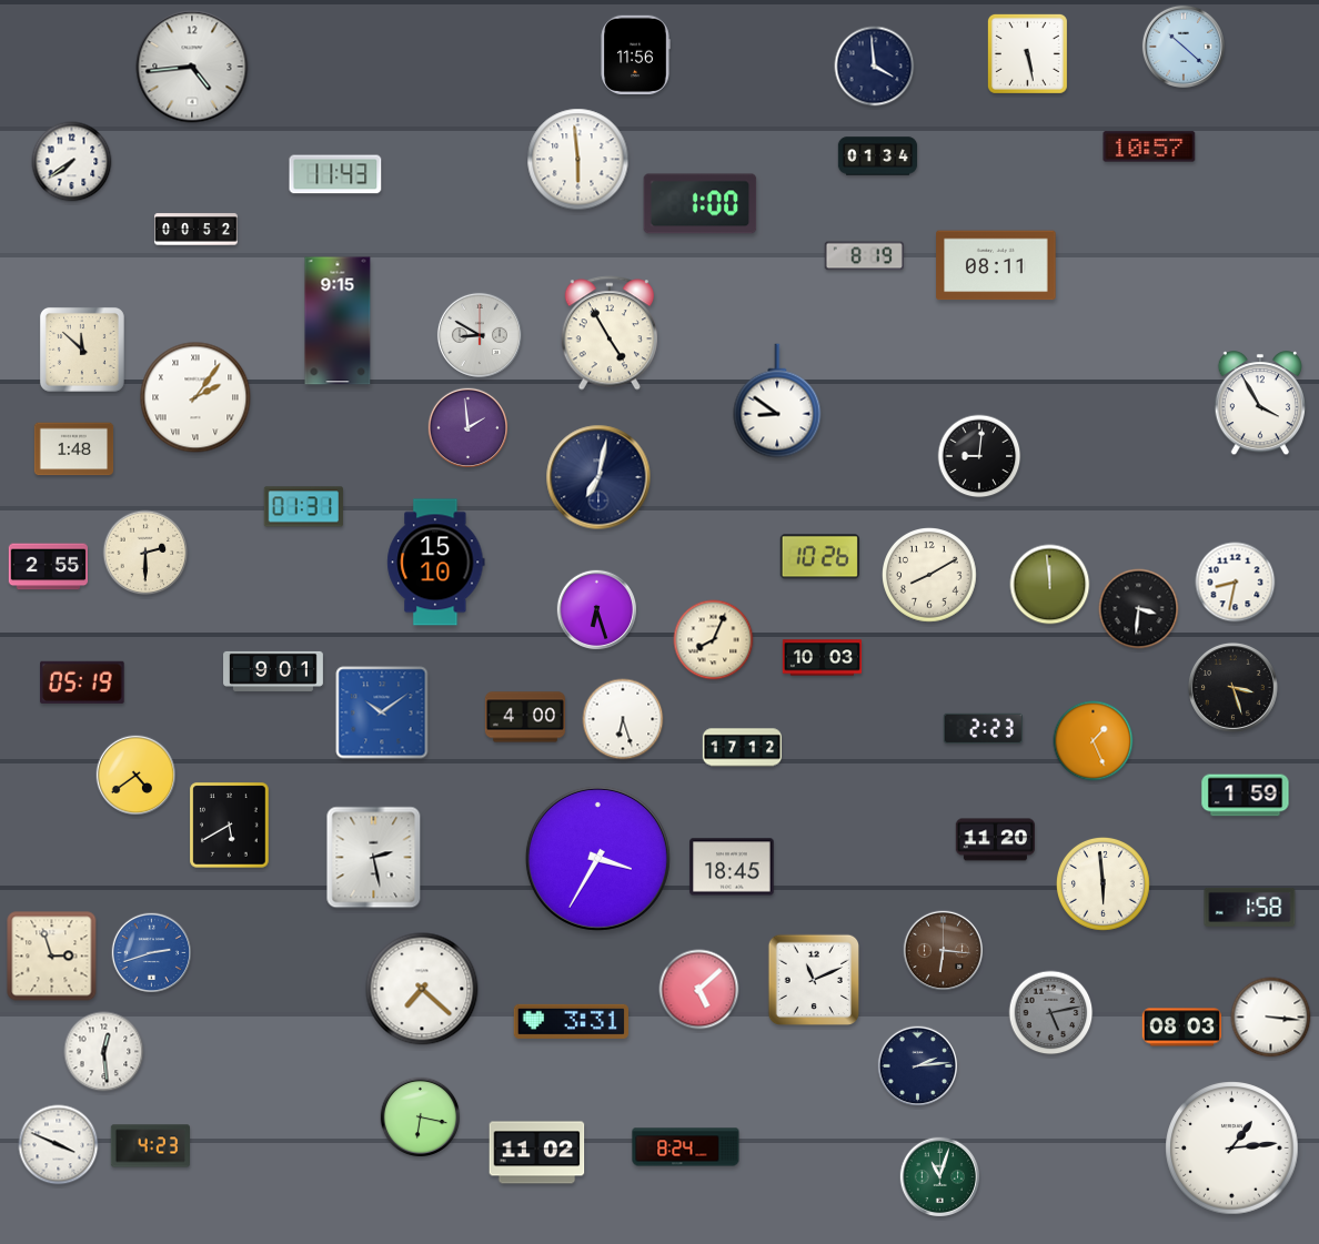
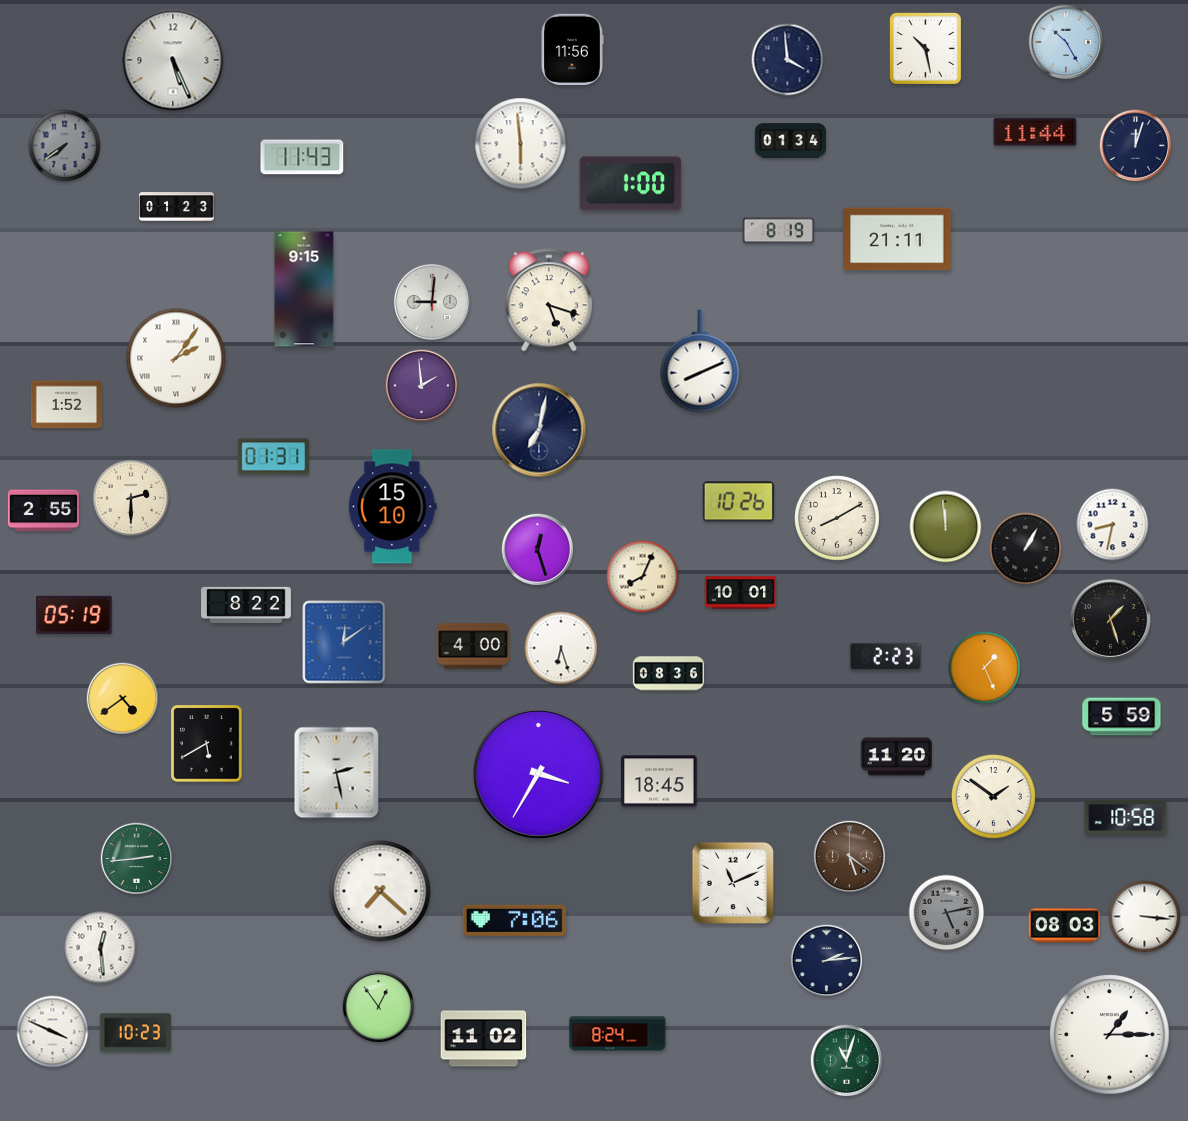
clock at (1184, 47): 10:22 -> 10:25
clock at (1027, 53): 5:28 -> 10:28
clock at (192, 67): 4:44 -> 5:26
clock at (1149, 146): 10:57 -> 11:44
clock at (72, 162) dial: white -> grey
clock at (1136, 146): none -> 12:03
clock at (197, 230): 00:52 -> 01:23
clock at (996, 265): 08:11 -> 21:11
clock at (610, 333): 4:55 -> 5:18
clock at (480, 335): 8:50 -> 9:01
clock at (82, 350): 11:52 -> none
clock at (777, 401): 8:51 -> 8:11
clock at (1259, 404): 3:55 -> none
clock at (74, 449): 1:48 -> 1:52
clock at (979, 456): 9:01 -> none
clock at (1139, 609): 3:31 -> 1:05
clock at (597, 610): 6:27 -> 12:27
clock at (823, 658): 10:03 -> 10:01
clock at (274, 671): 9:01 -> 8:22
clock at (1232, 687): 3:27 -> 1:27
clock at (382, 712): 10:09 -> 12:09
clock at (743, 748): 17:12 -> 08:36
clock at (1246, 796): 1:59 -> 5:59
clock at (1104, 884): 5:59 -> 1:51
clock at (1250, 907): 1:58 -> 10:58
clock at (944, 951): 6:16 -> 5:21
clock at (152, 953): 2:42 -> 2:44
clock at (152, 953) dial: blue -> green
clock at (52, 957): 2:57 -> none
clock at (699, 990): 5:08 -> none
clock at (571, 1021): 3:31 -> 7:06
clock at (104, 1052) position: (104, 1052) -> (101, 948)
clock at (421, 1117): 6:17 -> 12:54
clock at (151, 1146): 4:23 -> 10:23
clock at (1232, 1149): 1:14 -> 1:15
